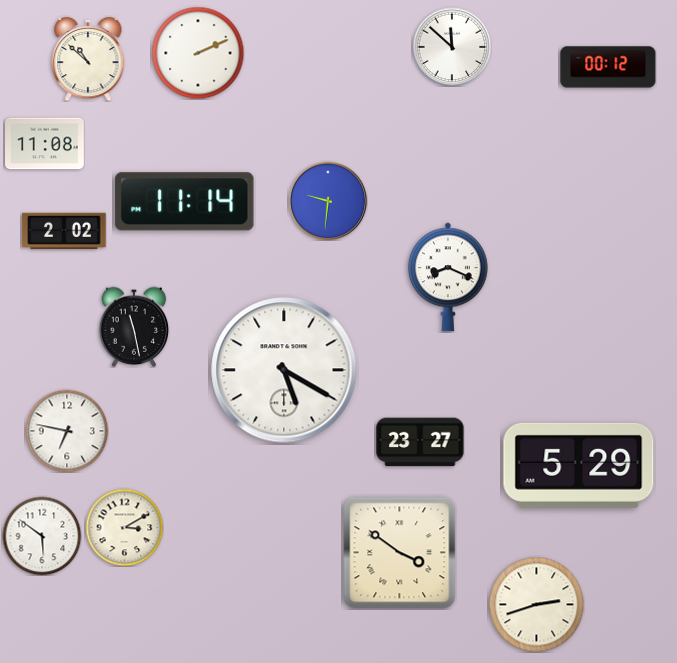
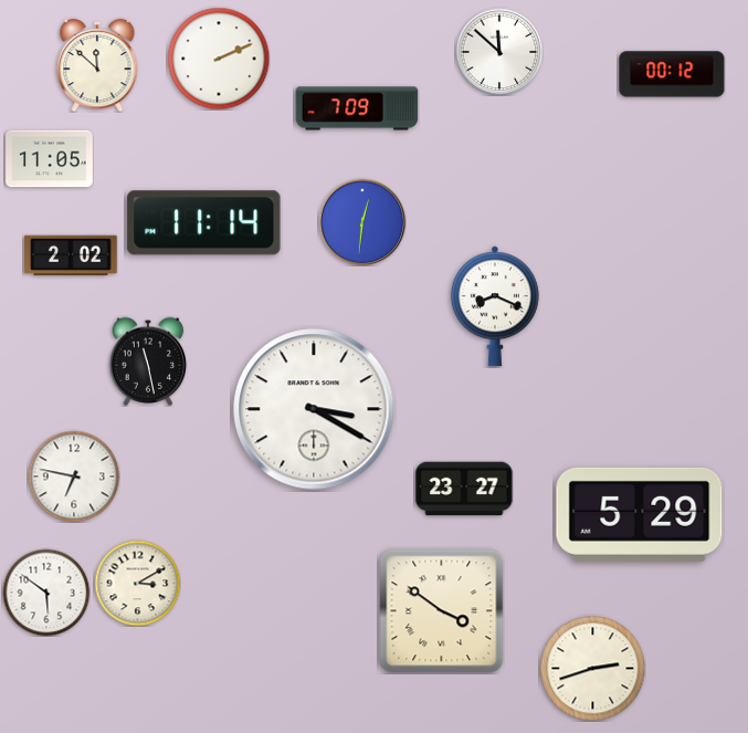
clock at (88, 59): 10:52 -> 11:52
clock at (357, 108): none -> 7:09
clock at (45, 144): 11:08 -> 11:05
clock at (328, 201): 9:31 -> 12:31
clock at (284, 370): 5:20 -> 3:20
